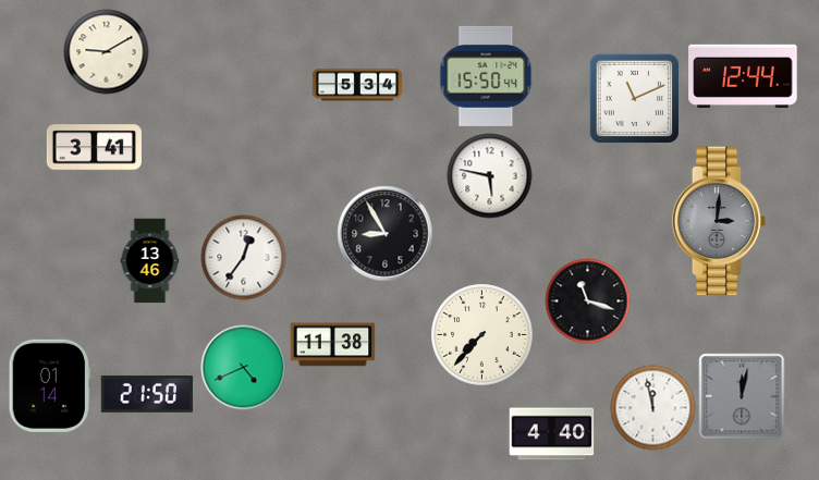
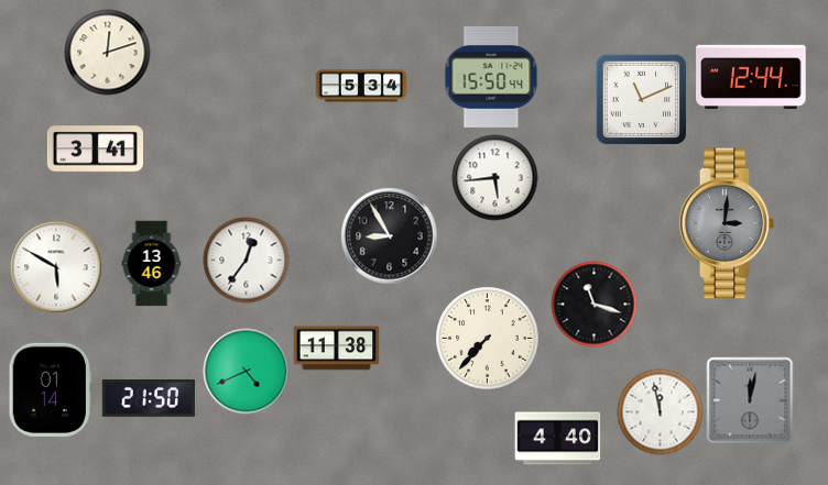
clock at (106, 51): 9:10 -> 12:12
clock at (489, 175): 5:47 -> 5:44
clock at (56, 267): none -> 5:50
